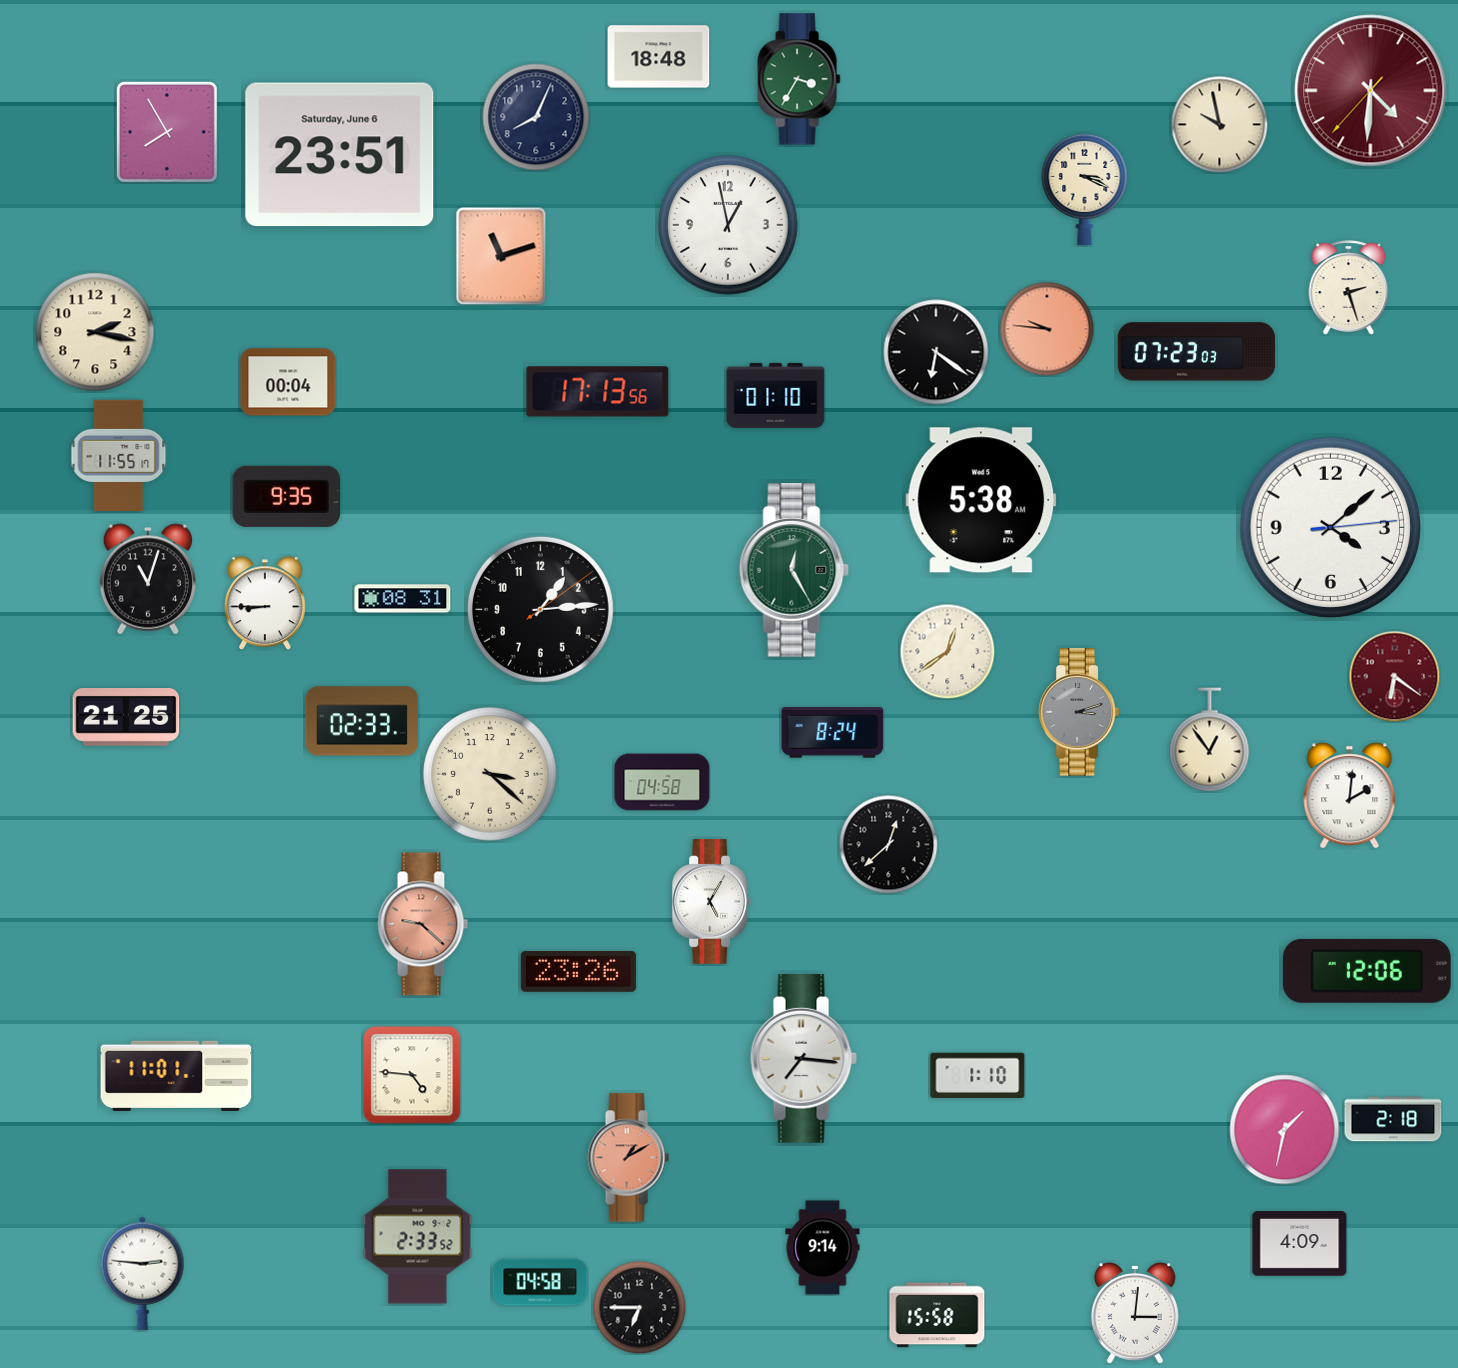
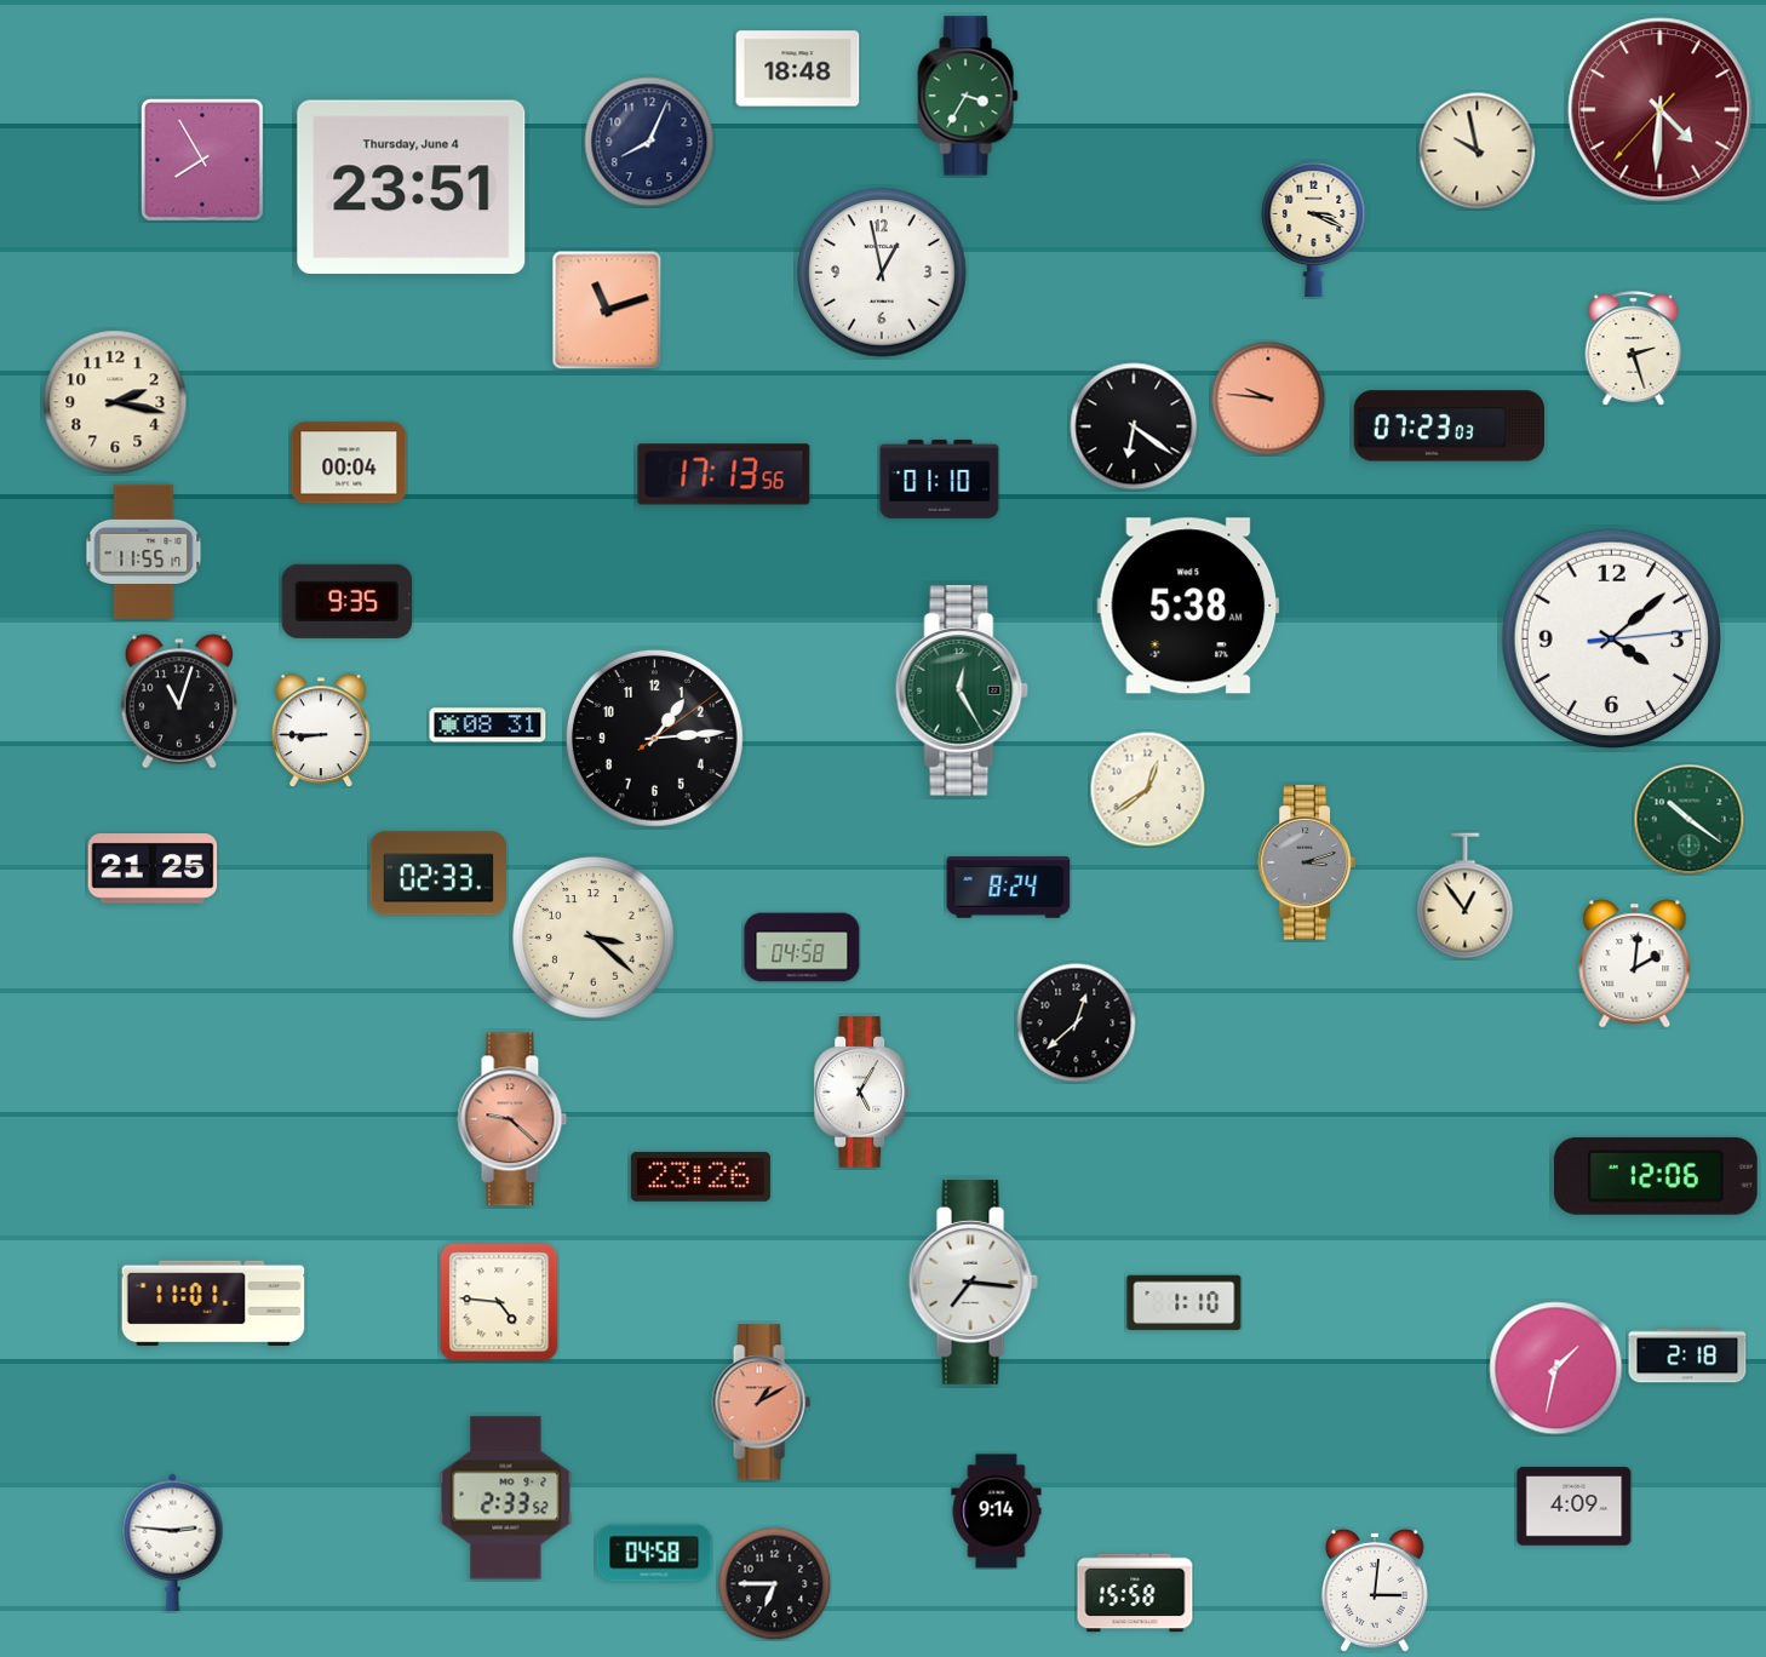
clock at (340, 155) date: Saturday, June 6 -> Thursday, June 4
clock at (1394, 676): 6:21 -> 10:21
clock at (1394, 676) dial: burgundy -> green
